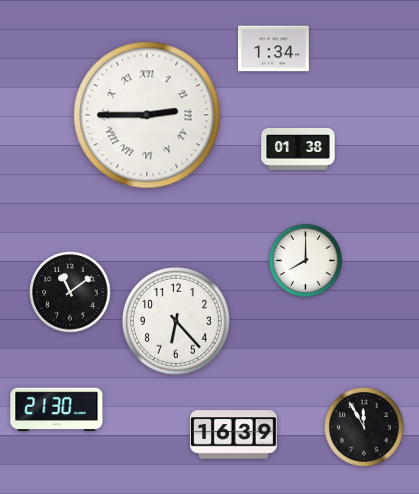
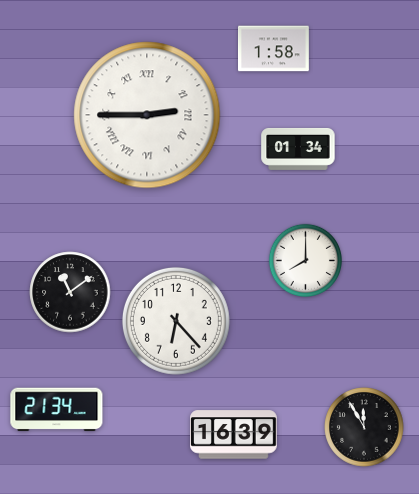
clock at (274, 49): 1:34 -> 1:58
clock at (298, 149): 01:38 -> 01:34
clock at (57, 410): 21:30 -> 21:34
